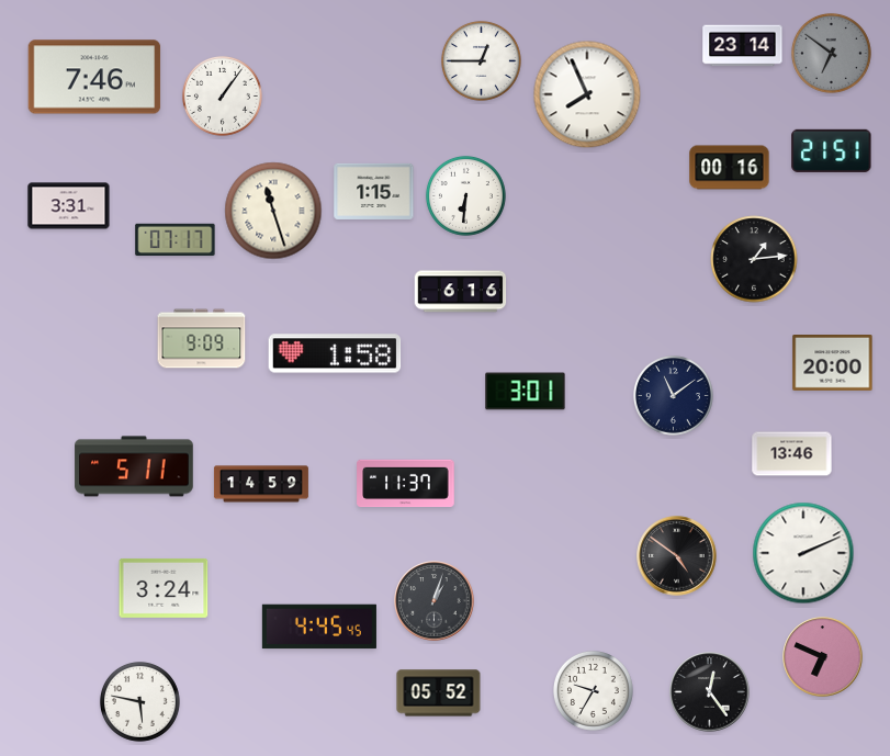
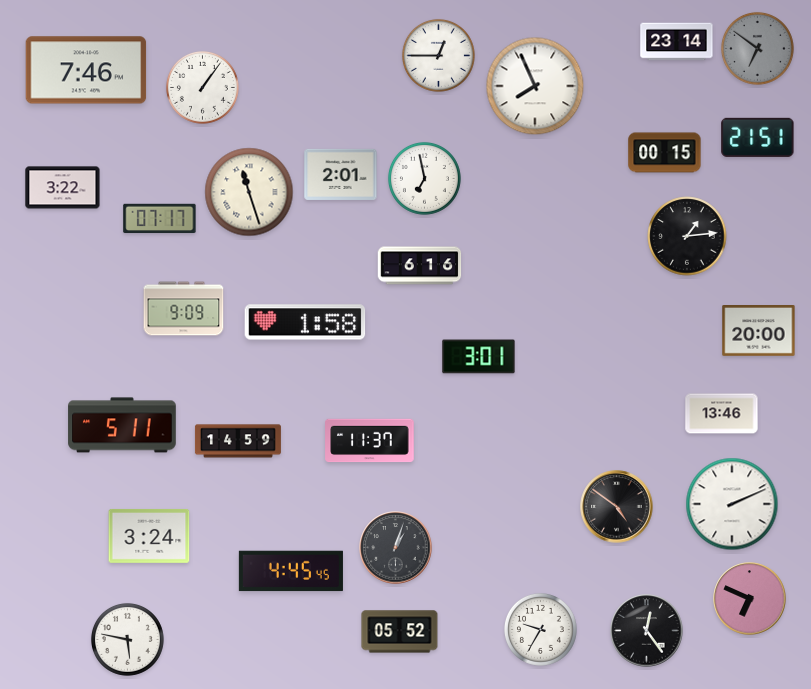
clock at (730, 168): 00:16 -> 00:15
clock at (374, 191): 1:15 -> 2:01
clock at (465, 195): 6:31 -> 6:58
clock at (69, 206): 3:31 -> 3:22
clock at (673, 395): 11:09 -> none
